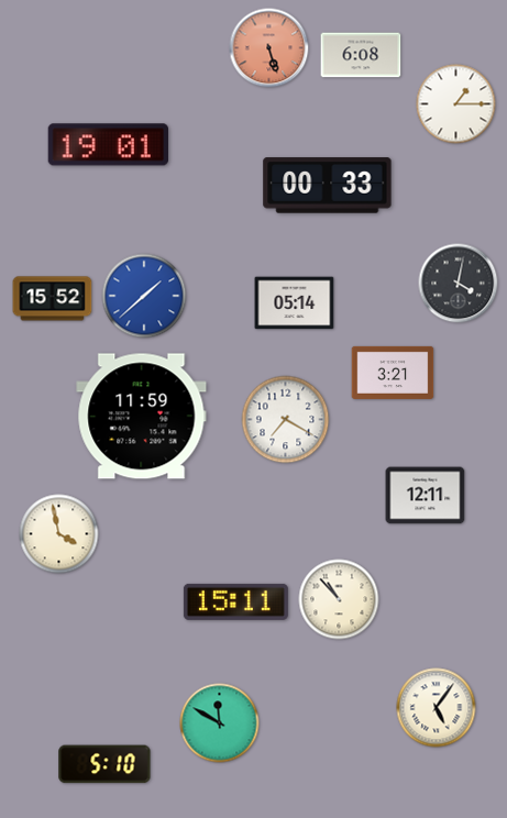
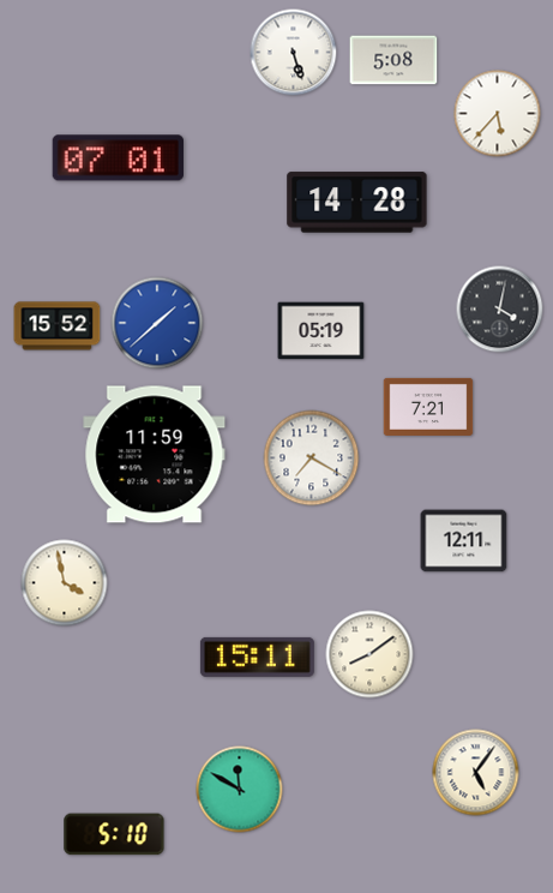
clock at (269, 48) dial: salmon -> white
clock at (361, 55): 6:08 -> 5:08
clock at (456, 104): 1:15 -> 5:37
clock at (108, 145): 19:01 -> 07:01
clock at (328, 186): 00:33 -> 14:28
clock at (295, 303): 05:14 -> 05:19
clock at (393, 373): 3:21 -> 7:21
clock at (339, 599): 10:53 -> 8:09
